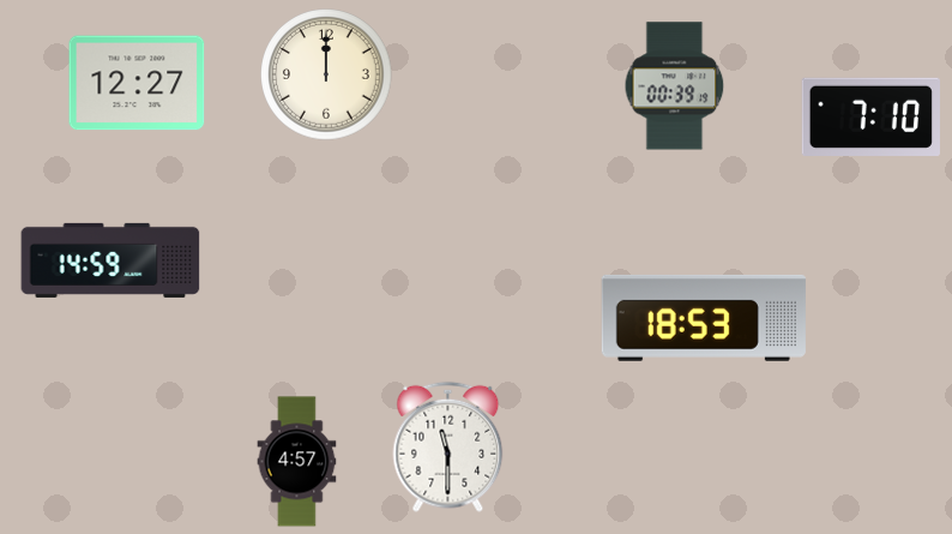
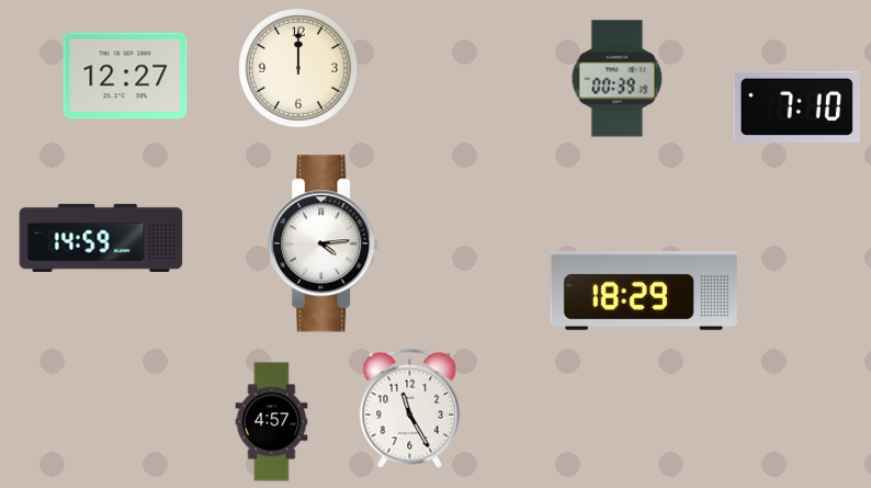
clock at (325, 243): none -> 4:14
clock at (704, 318): 18:53 -> 18:29
clock at (448, 446): 11:30 -> 11:25
